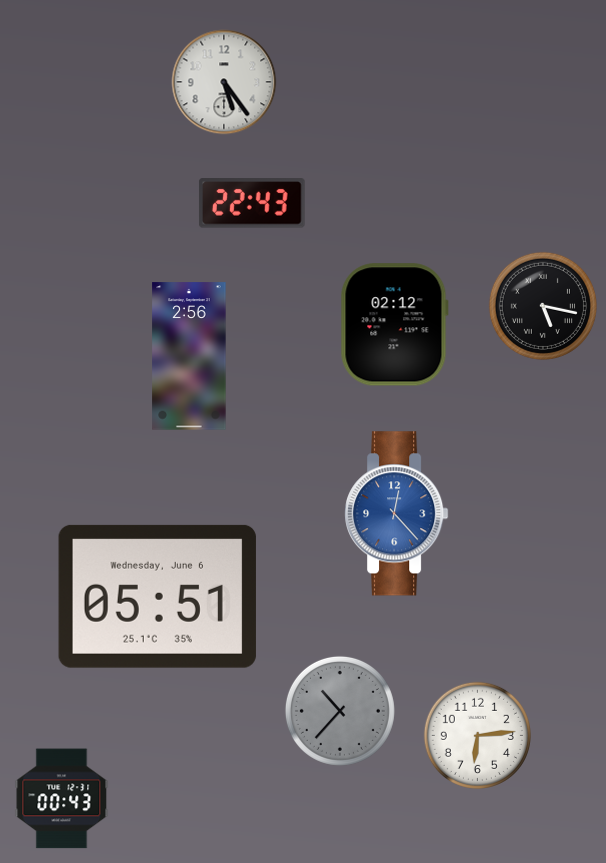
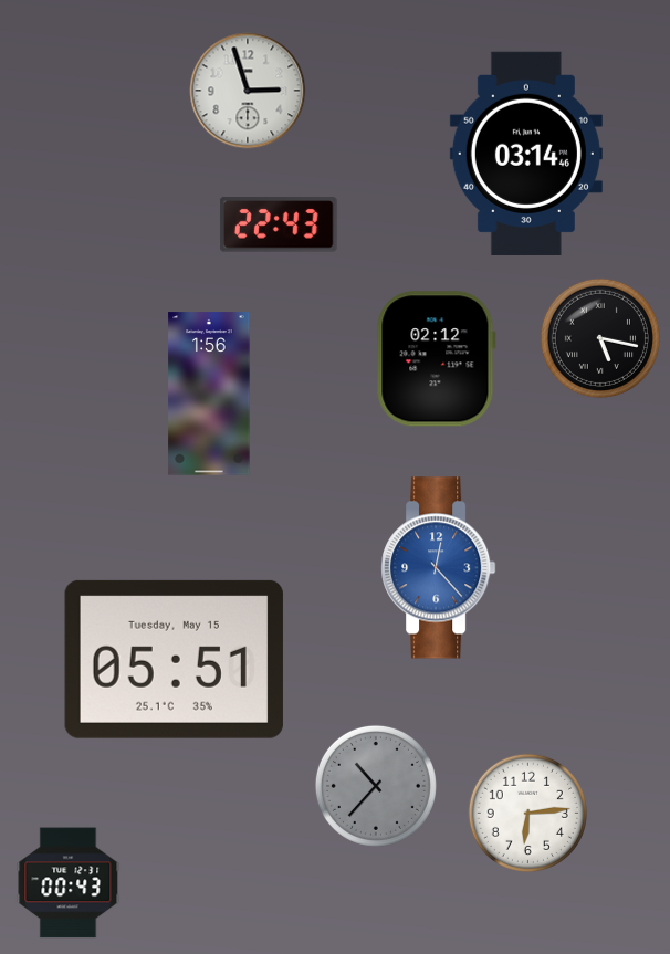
clock at (224, 82): 5:24 -> 2:57
clock at (526, 154): none -> 03:14
clock at (189, 356): 2:56 -> 1:56
clock at (157, 596) date: Wednesday, June 6 -> Tuesday, May 15
